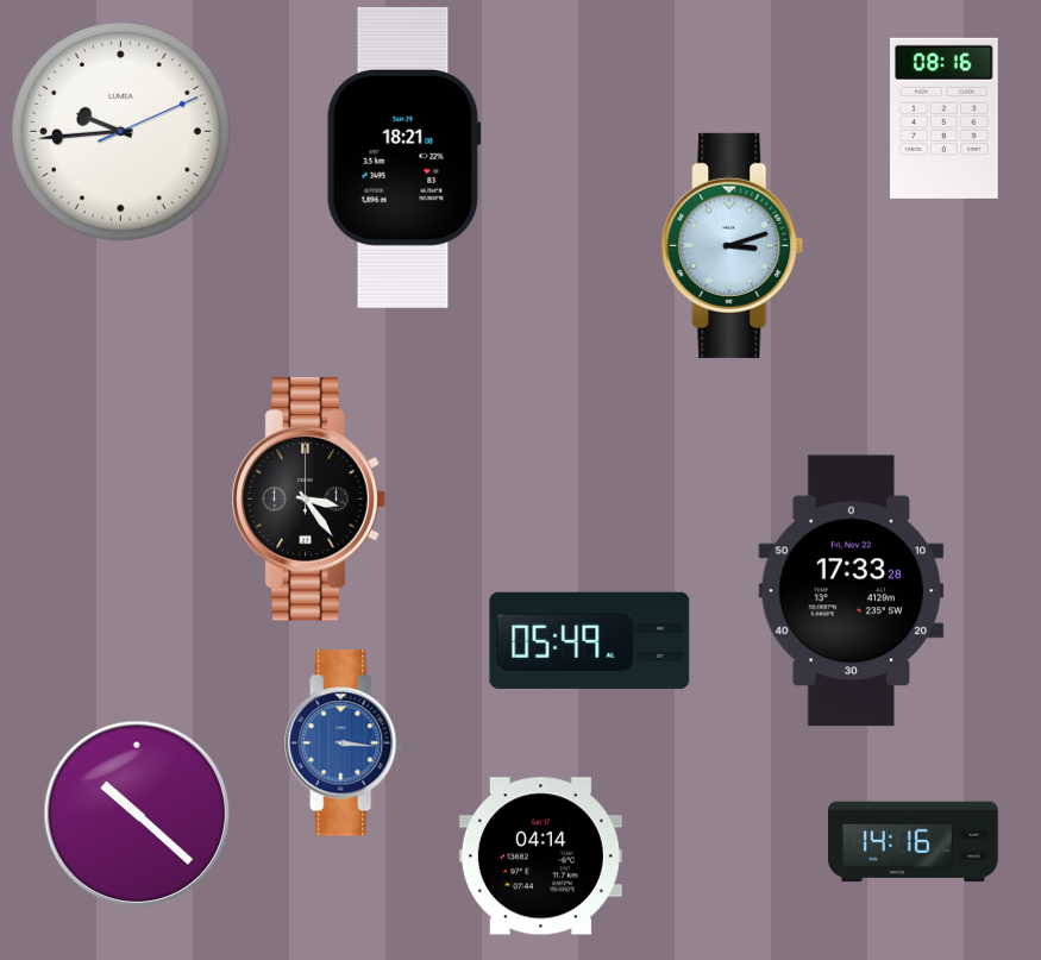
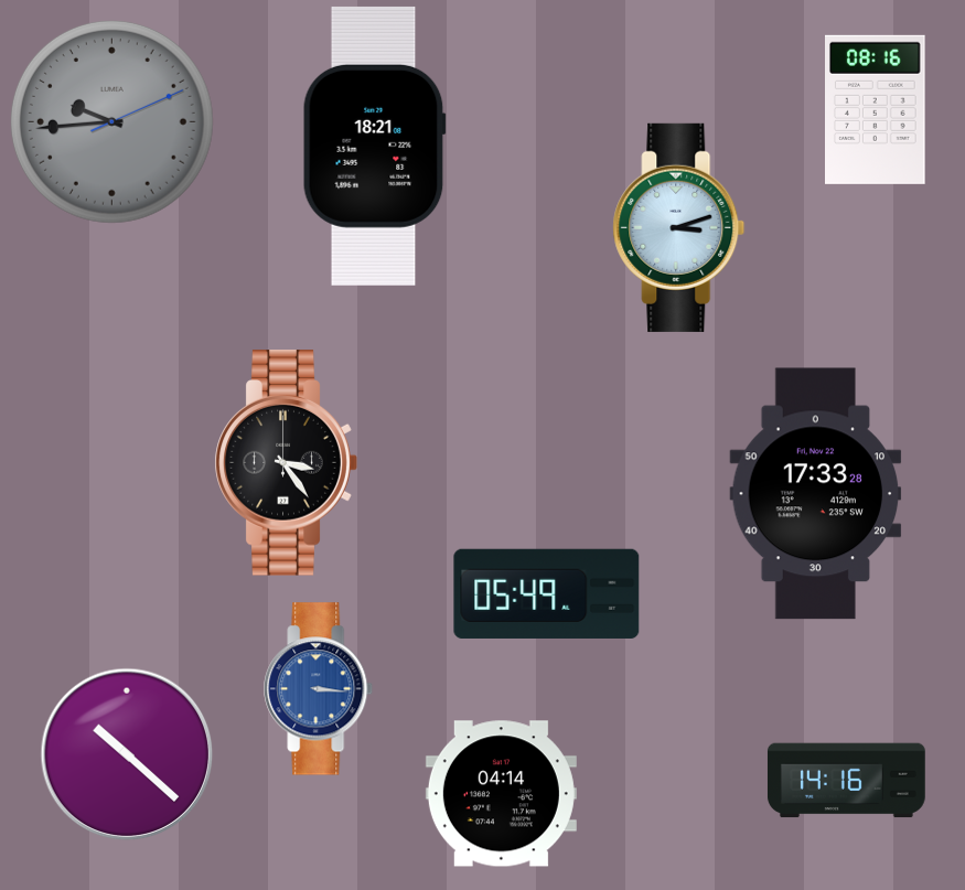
clock at (120, 131) dial: white -> grey
clock at (852, 591) position: (852, 591) -> (816, 494)
